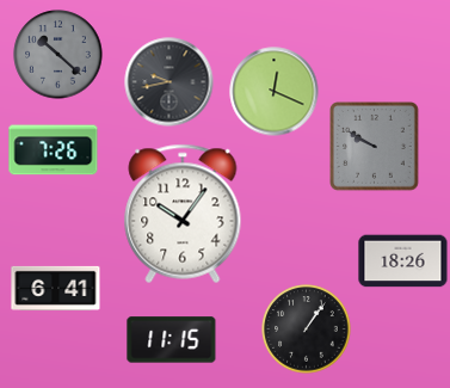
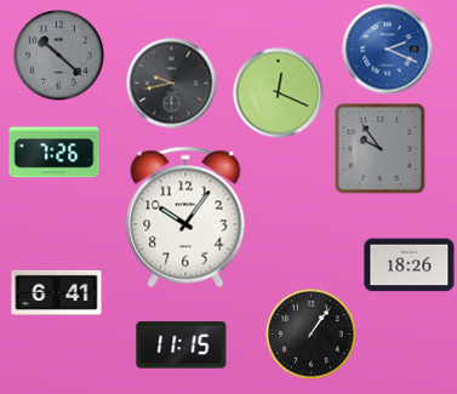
clock at (388, 50): none -> 2:19
clock at (375, 147): 9:50 -> 9:54
clock at (172, 340) position: (172, 340) -> (182, 346)
